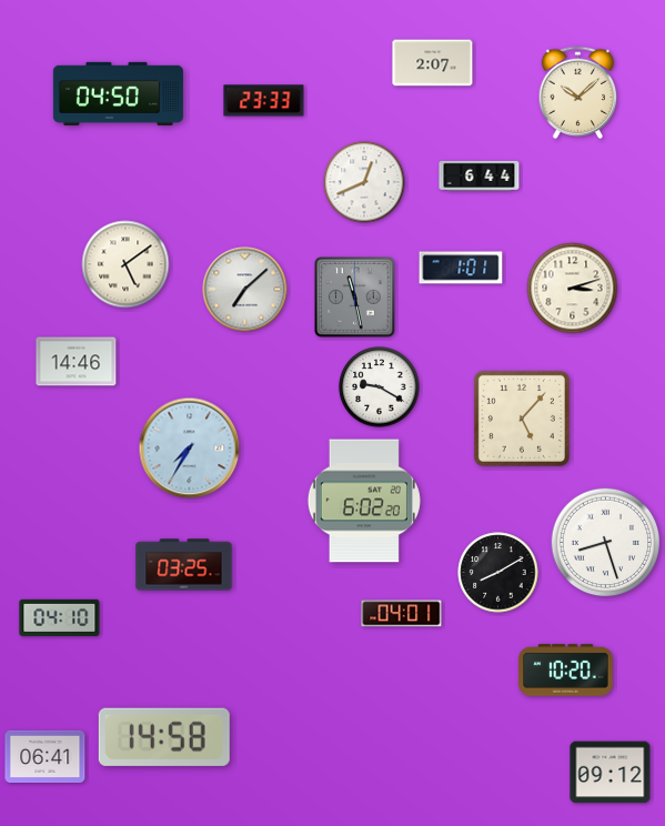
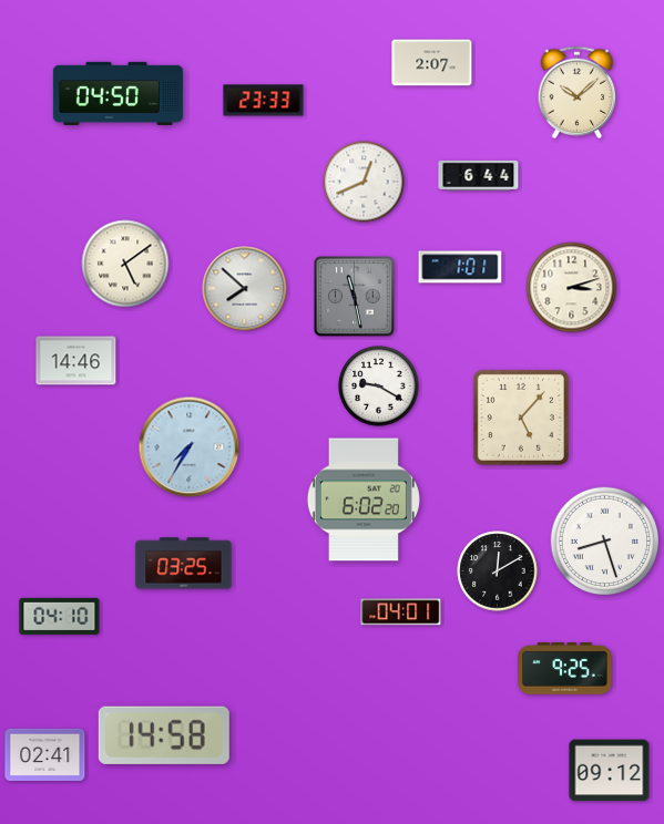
clock at (245, 290): 7:08 -> 7:52
clock at (498, 573): 8:10 -> 12:10
clock at (566, 671): 10:20 -> 9:25
clock at (46, 756): 06:41 -> 02:41
